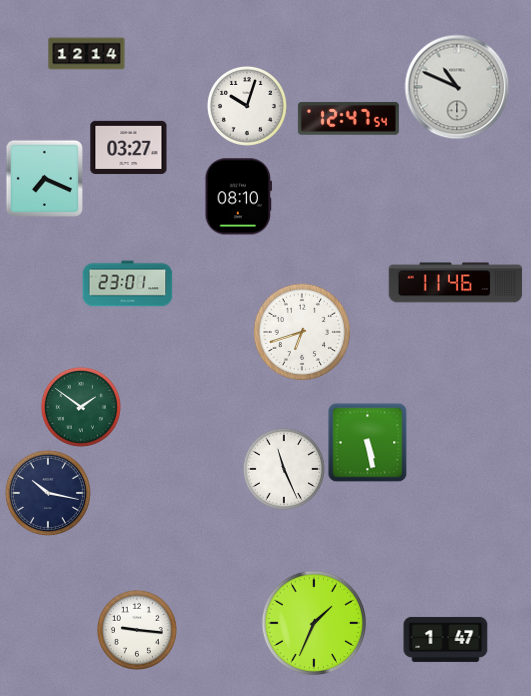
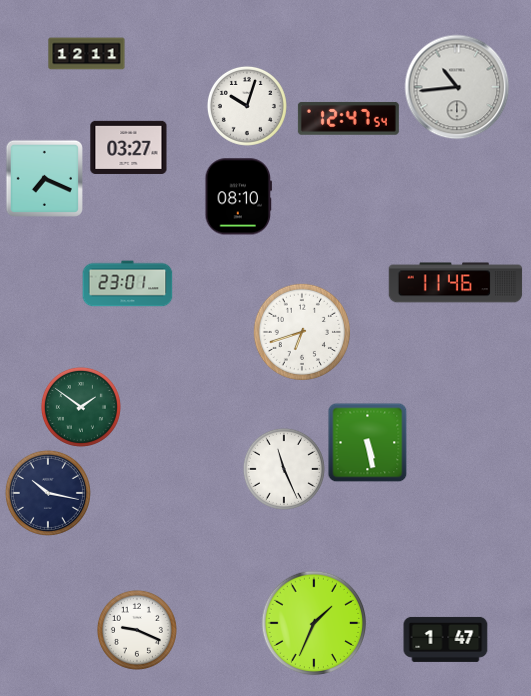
clock at (87, 54): 12:14 -> 12:11
clock at (457, 87): 10:49 -> 10:44
clock at (137, 630): 9:16 -> 9:19
